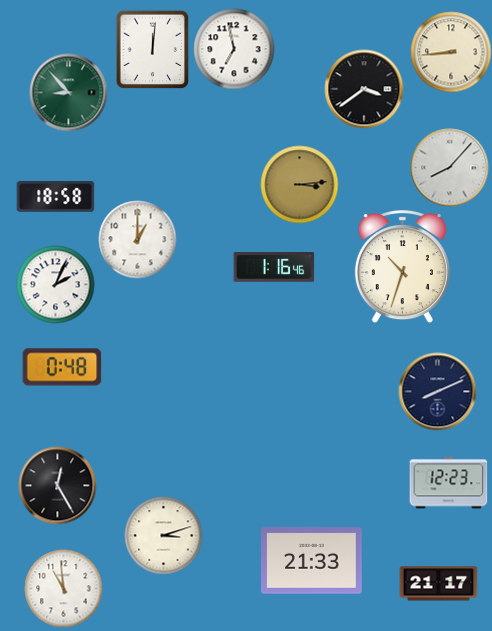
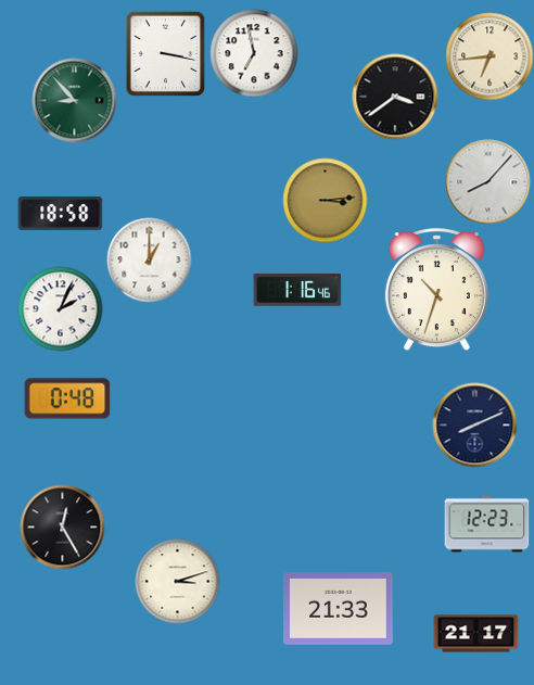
clock at (153, 49): 12:01 -> 3:17
clock at (451, 52): 8:44 -> 6:44
clock at (63, 588): 10:59 -> none
